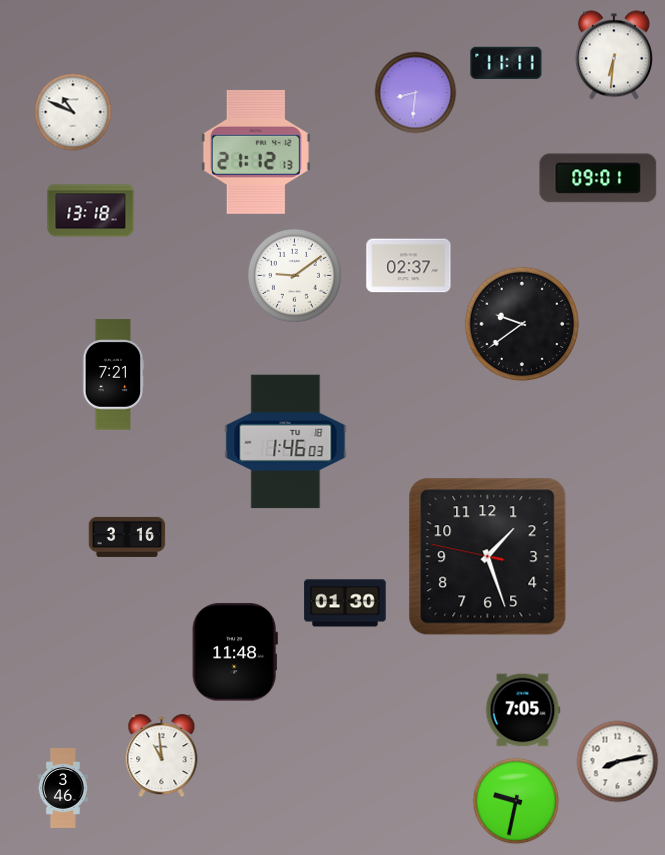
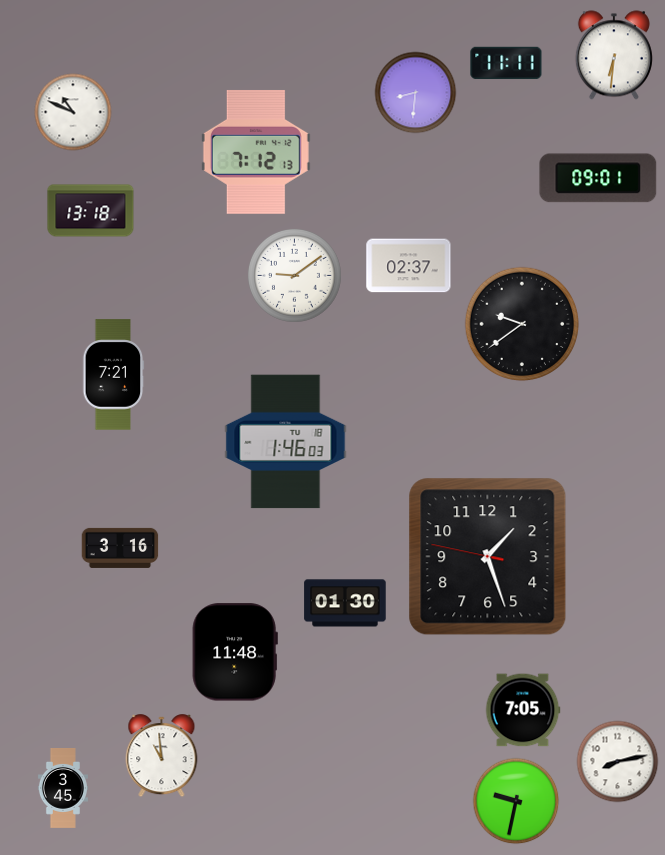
clock at (256, 152): 21:12 -> 7:12
clock at (127, 537) position: (127, 537) -> (120, 548)
clock at (63, 789): 3:46 -> 3:45
